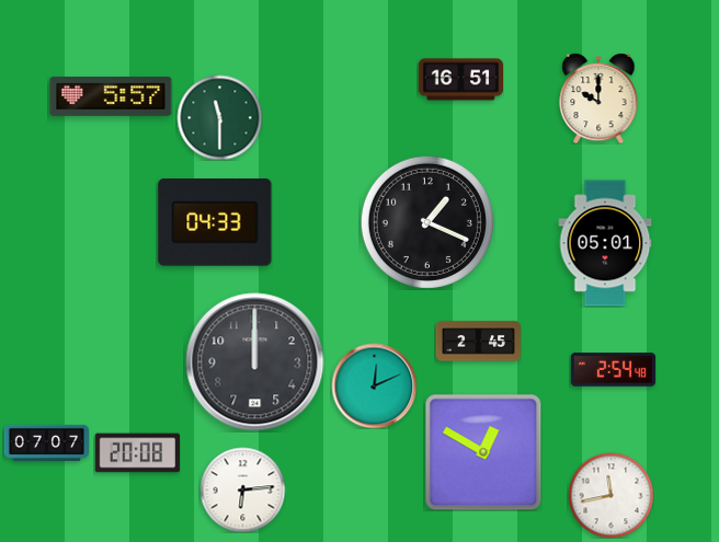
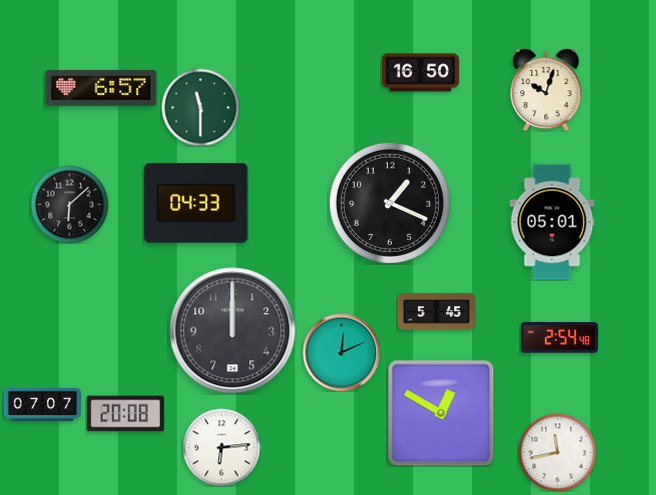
clock at (460, 80): 16:51 -> 16:50
clock at (111, 96): 5:57 -> 6:57
clock at (598, 99): 10:00 -> 10:03
clock at (69, 204): none -> 6:08
clock at (478, 342): 2:45 -> 5:45
